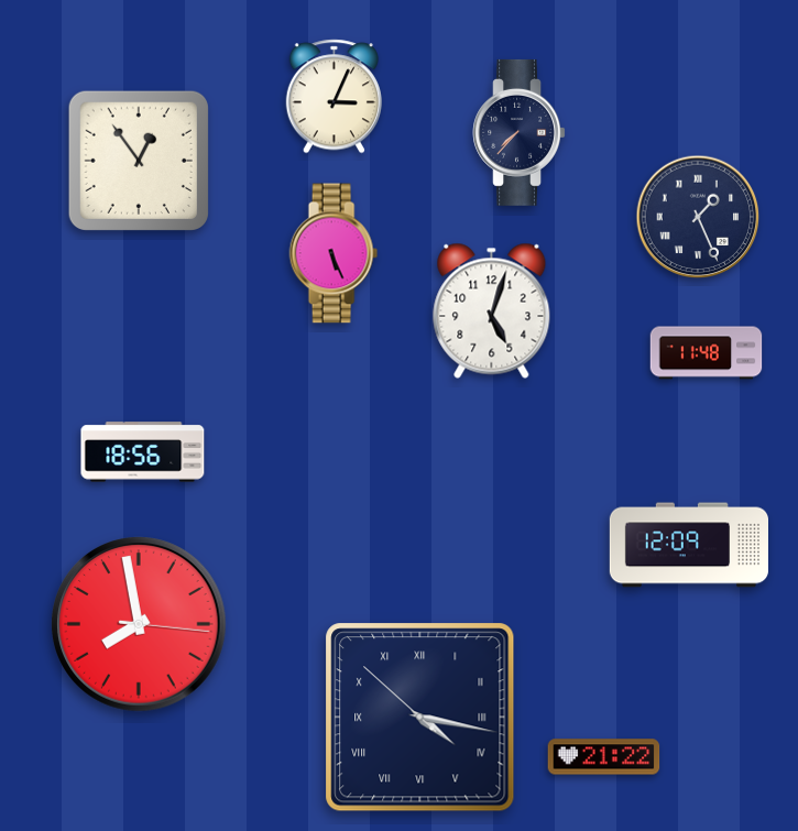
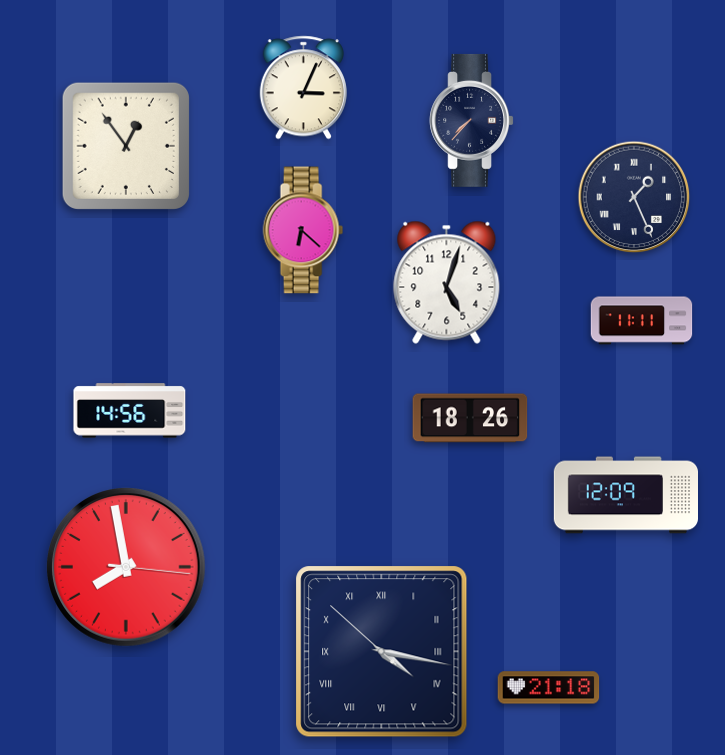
clock at (334, 253): 5:26 -> 6:22
clock at (707, 353): 11:48 -> 11:11
clock at (143, 452): 18:56 -> 14:56
clock at (470, 418): none -> 18:26
clock at (604, 757): 21:22 -> 21:18
